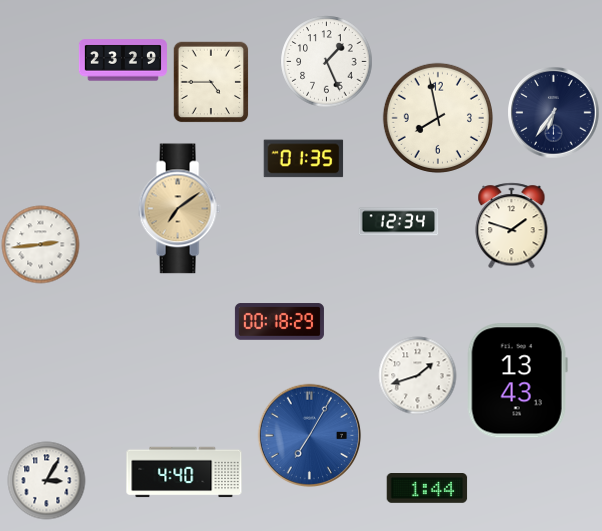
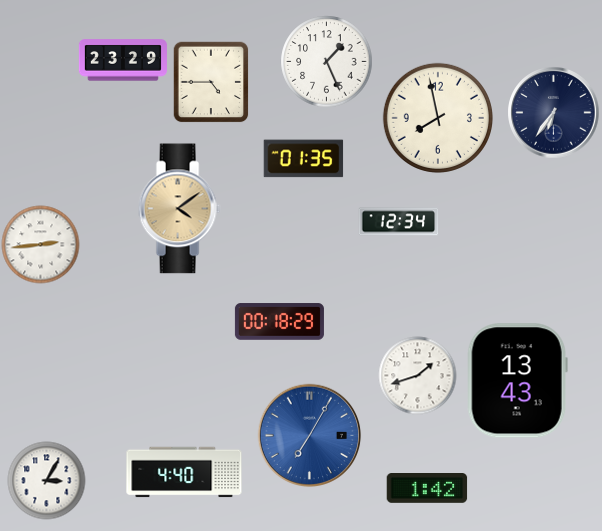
clock at (179, 209): 7:09 -> 4:09
clock at (512, 225): 1:48 -> none
clock at (427, 489): 1:44 -> 1:42
